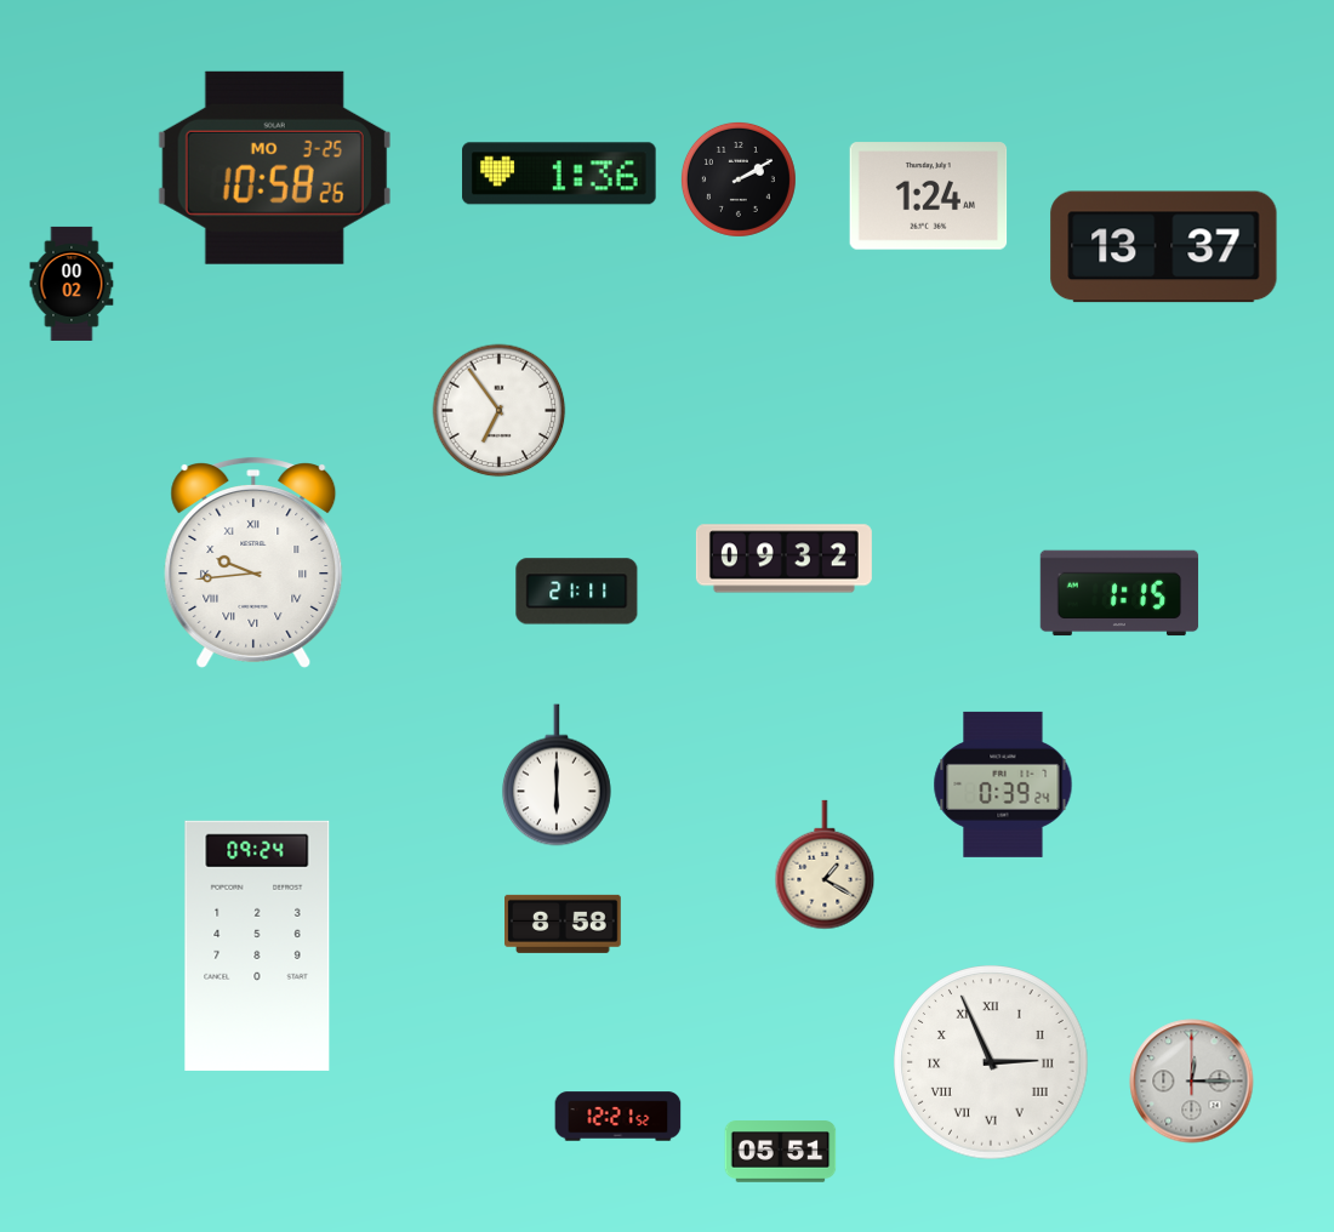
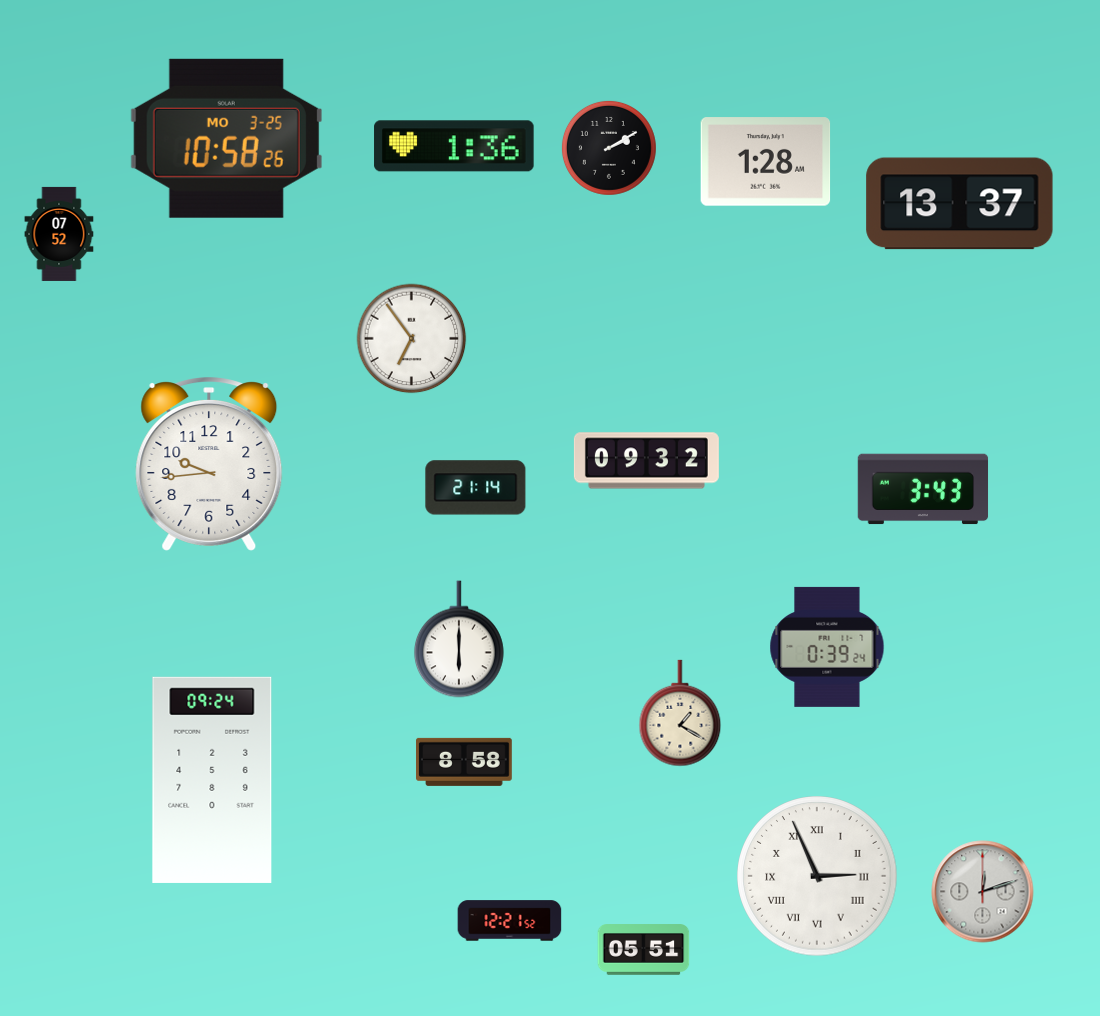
clock at (559, 173) position: (559, 173) -> (454, 146)
clock at (929, 196): 1:24 -> 1:28
clock at (72, 284): 00:02 -> 07:52
clock at (253, 563) numerals: Roman -> Arabic
clock at (577, 592): 21:11 -> 21:14
clock at (1119, 593): 1:15 -> 3:43
clock at (1192, 1082): 12:15 -> 12:12
